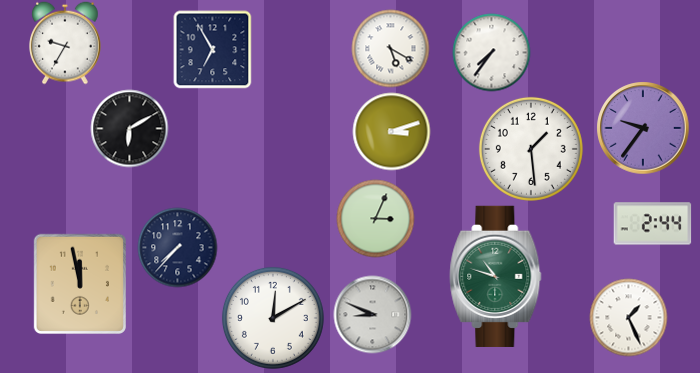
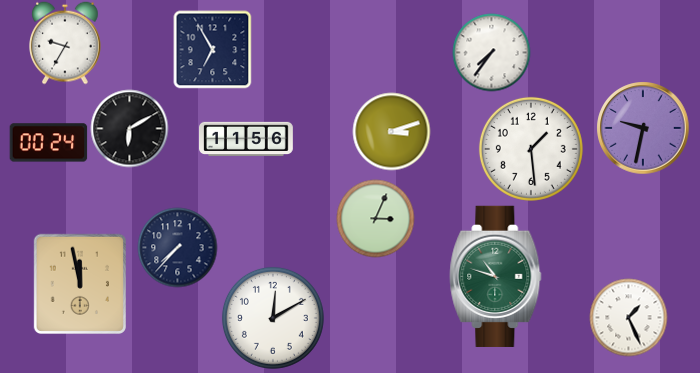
clock at (390, 48): 5:20 -> none
clock at (643, 128): 9:36 -> 9:32
clock at (247, 138): none -> 11:56
clock at (48, 143): none -> 00:24
clock at (652, 224): 2:44 -> none
clock at (372, 314): 8:49 -> none
